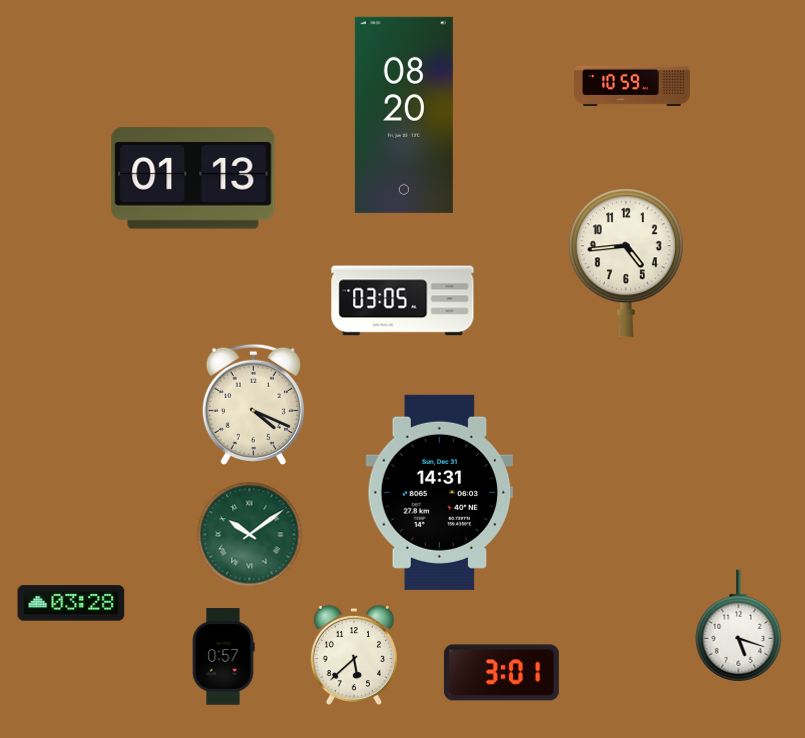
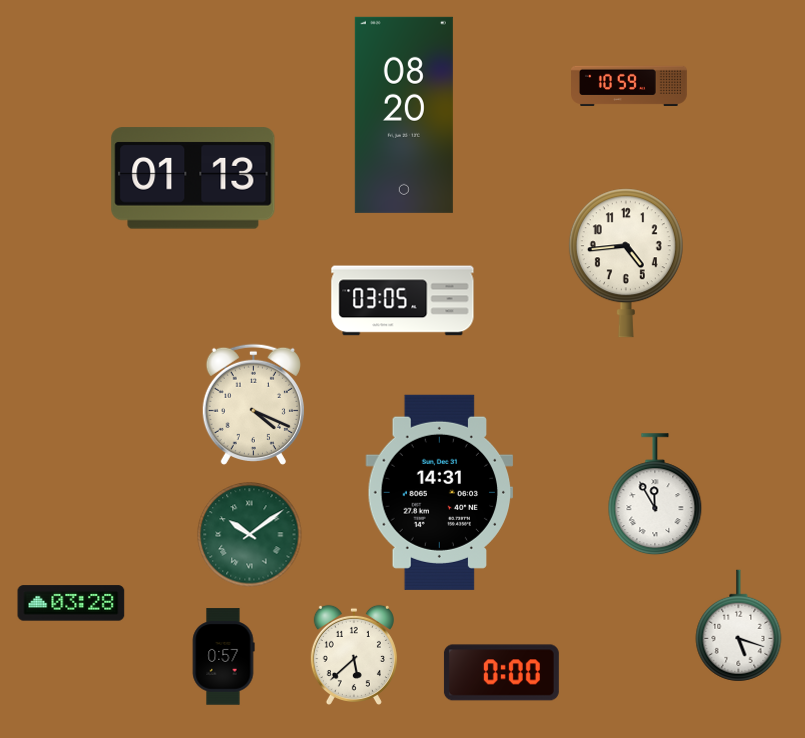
clock at (633, 86) position: (633, 86) -> (630, 86)
clock at (655, 495): none -> 11:55
clock at (501, 673): 3:01 -> 0:00
